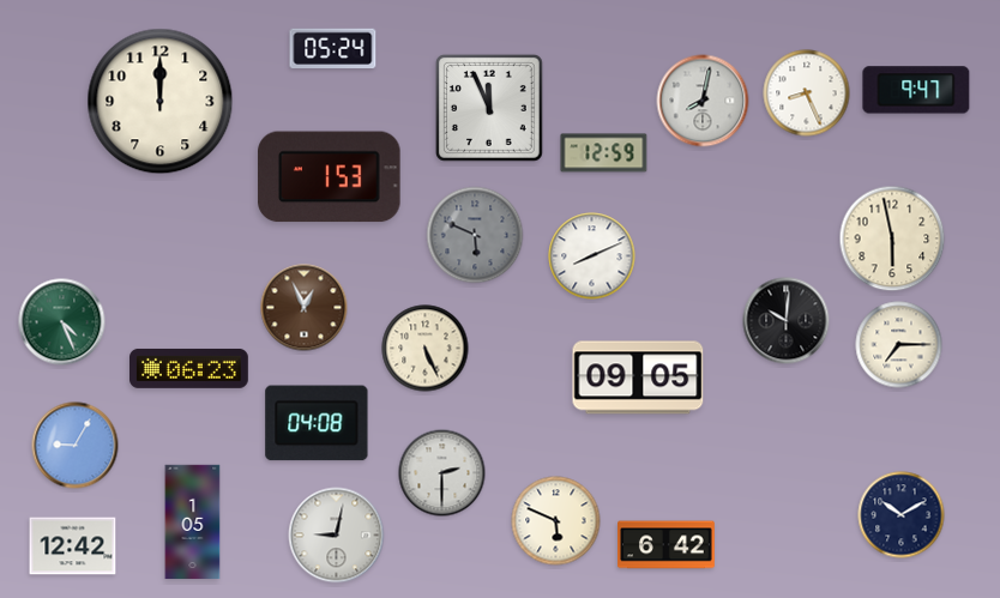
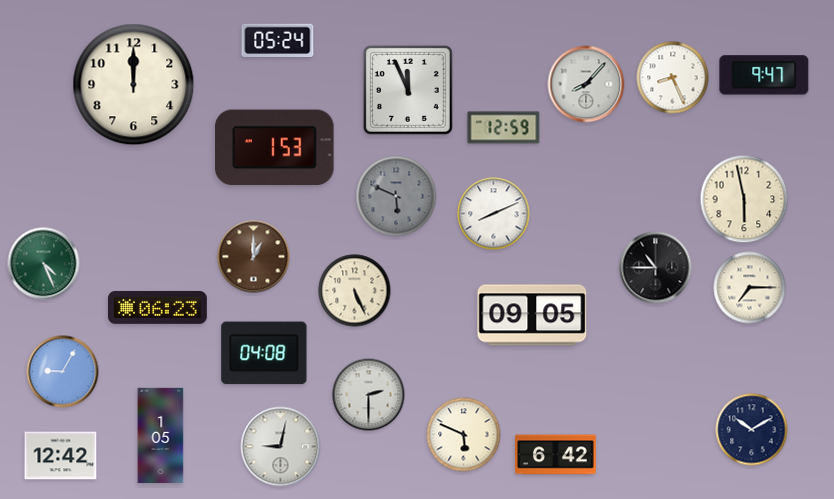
clock at (703, 101): 8:02 -> 8:07
clock at (305, 308): 12:56 -> 1:00
clock at (787, 321): 10:01 -> 10:45
clock at (62, 322) position: (62, 322) -> (44, 264)
